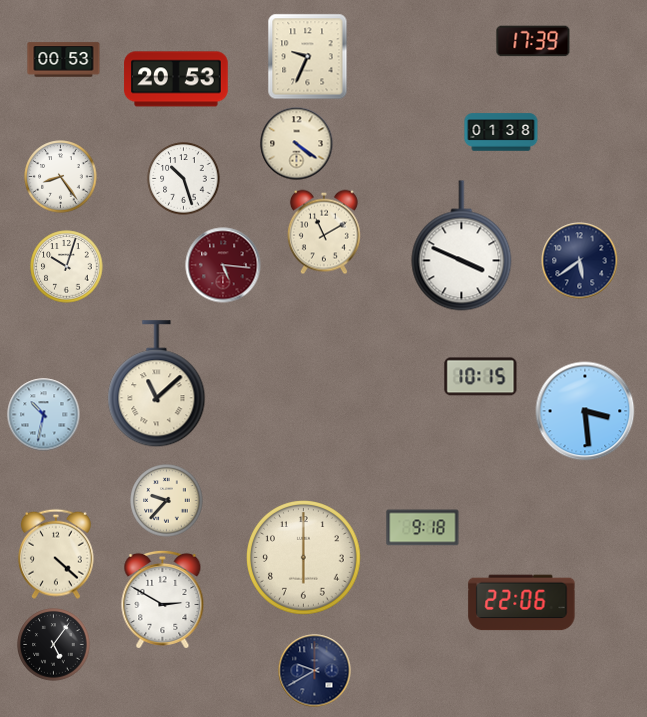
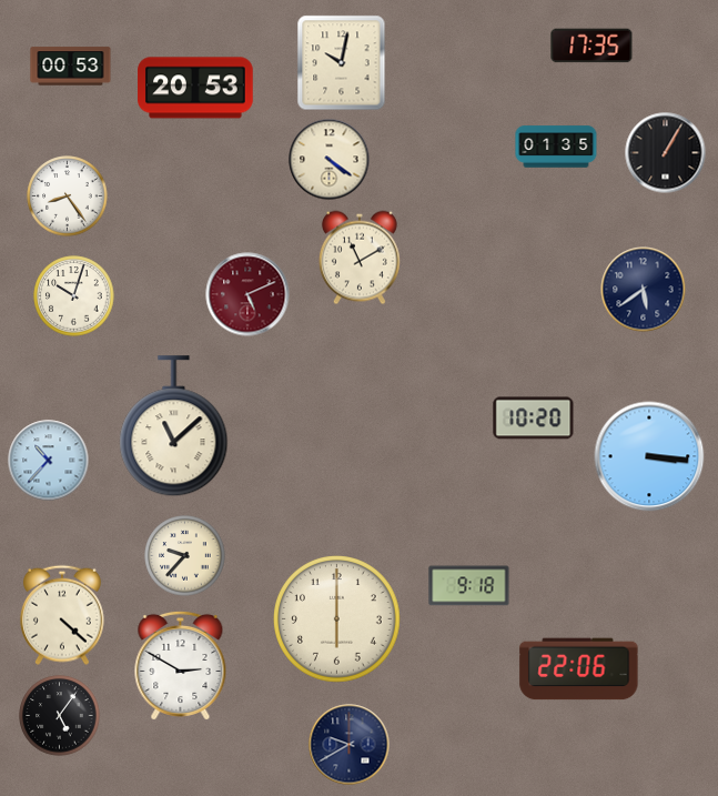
clock at (533, 41): 17:39 -> 17:35
clock at (308, 57): 9:34 -> 10:02
clock at (501, 132): 01:38 -> 01:35
clock at (666, 153): none -> 1:05
clock at (184, 179): 10:27 -> none
clock at (462, 246): 3:49 -> none
clock at (223, 265): 5:16 -> 5:11
clock at (481, 377): 10:15 -> 10:20
clock at (585, 411): 3:29 -> 3:16
clock at (44, 415): 10:32 -> 10:37
